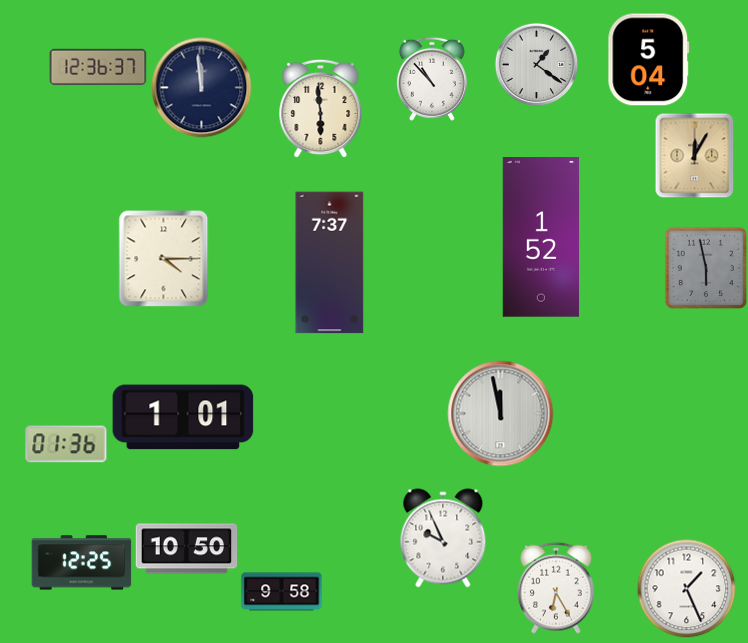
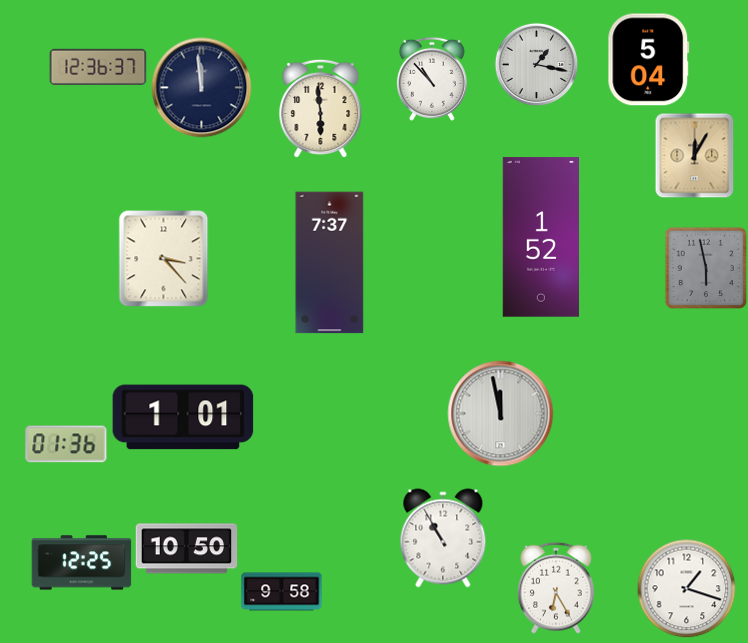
clock at (536, 64): 1:21 -> 1:17
clock at (164, 259): 4:15 -> 3:23
clock at (443, 538): 9:56 -> 10:55
clock at (687, 589): 1:26 -> 1:18
